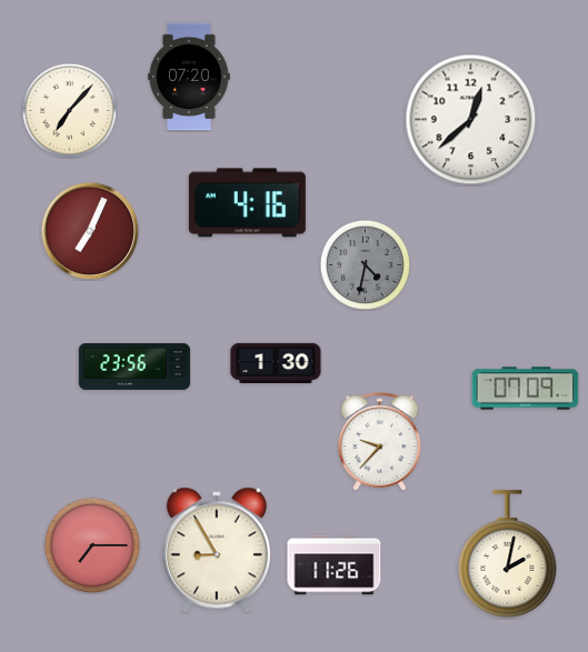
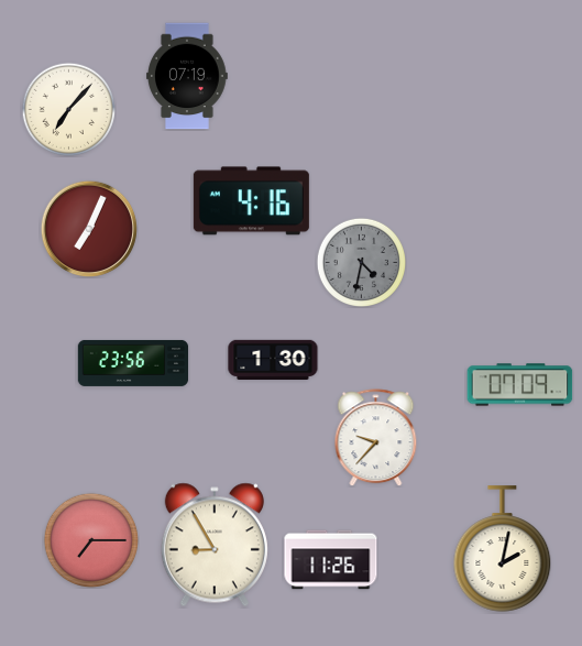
clock at (190, 77): 07:20 -> 07:19
clock at (471, 120): 12:38 -> none
clock at (247, 203) position: (247, 203) -> (251, 201)
